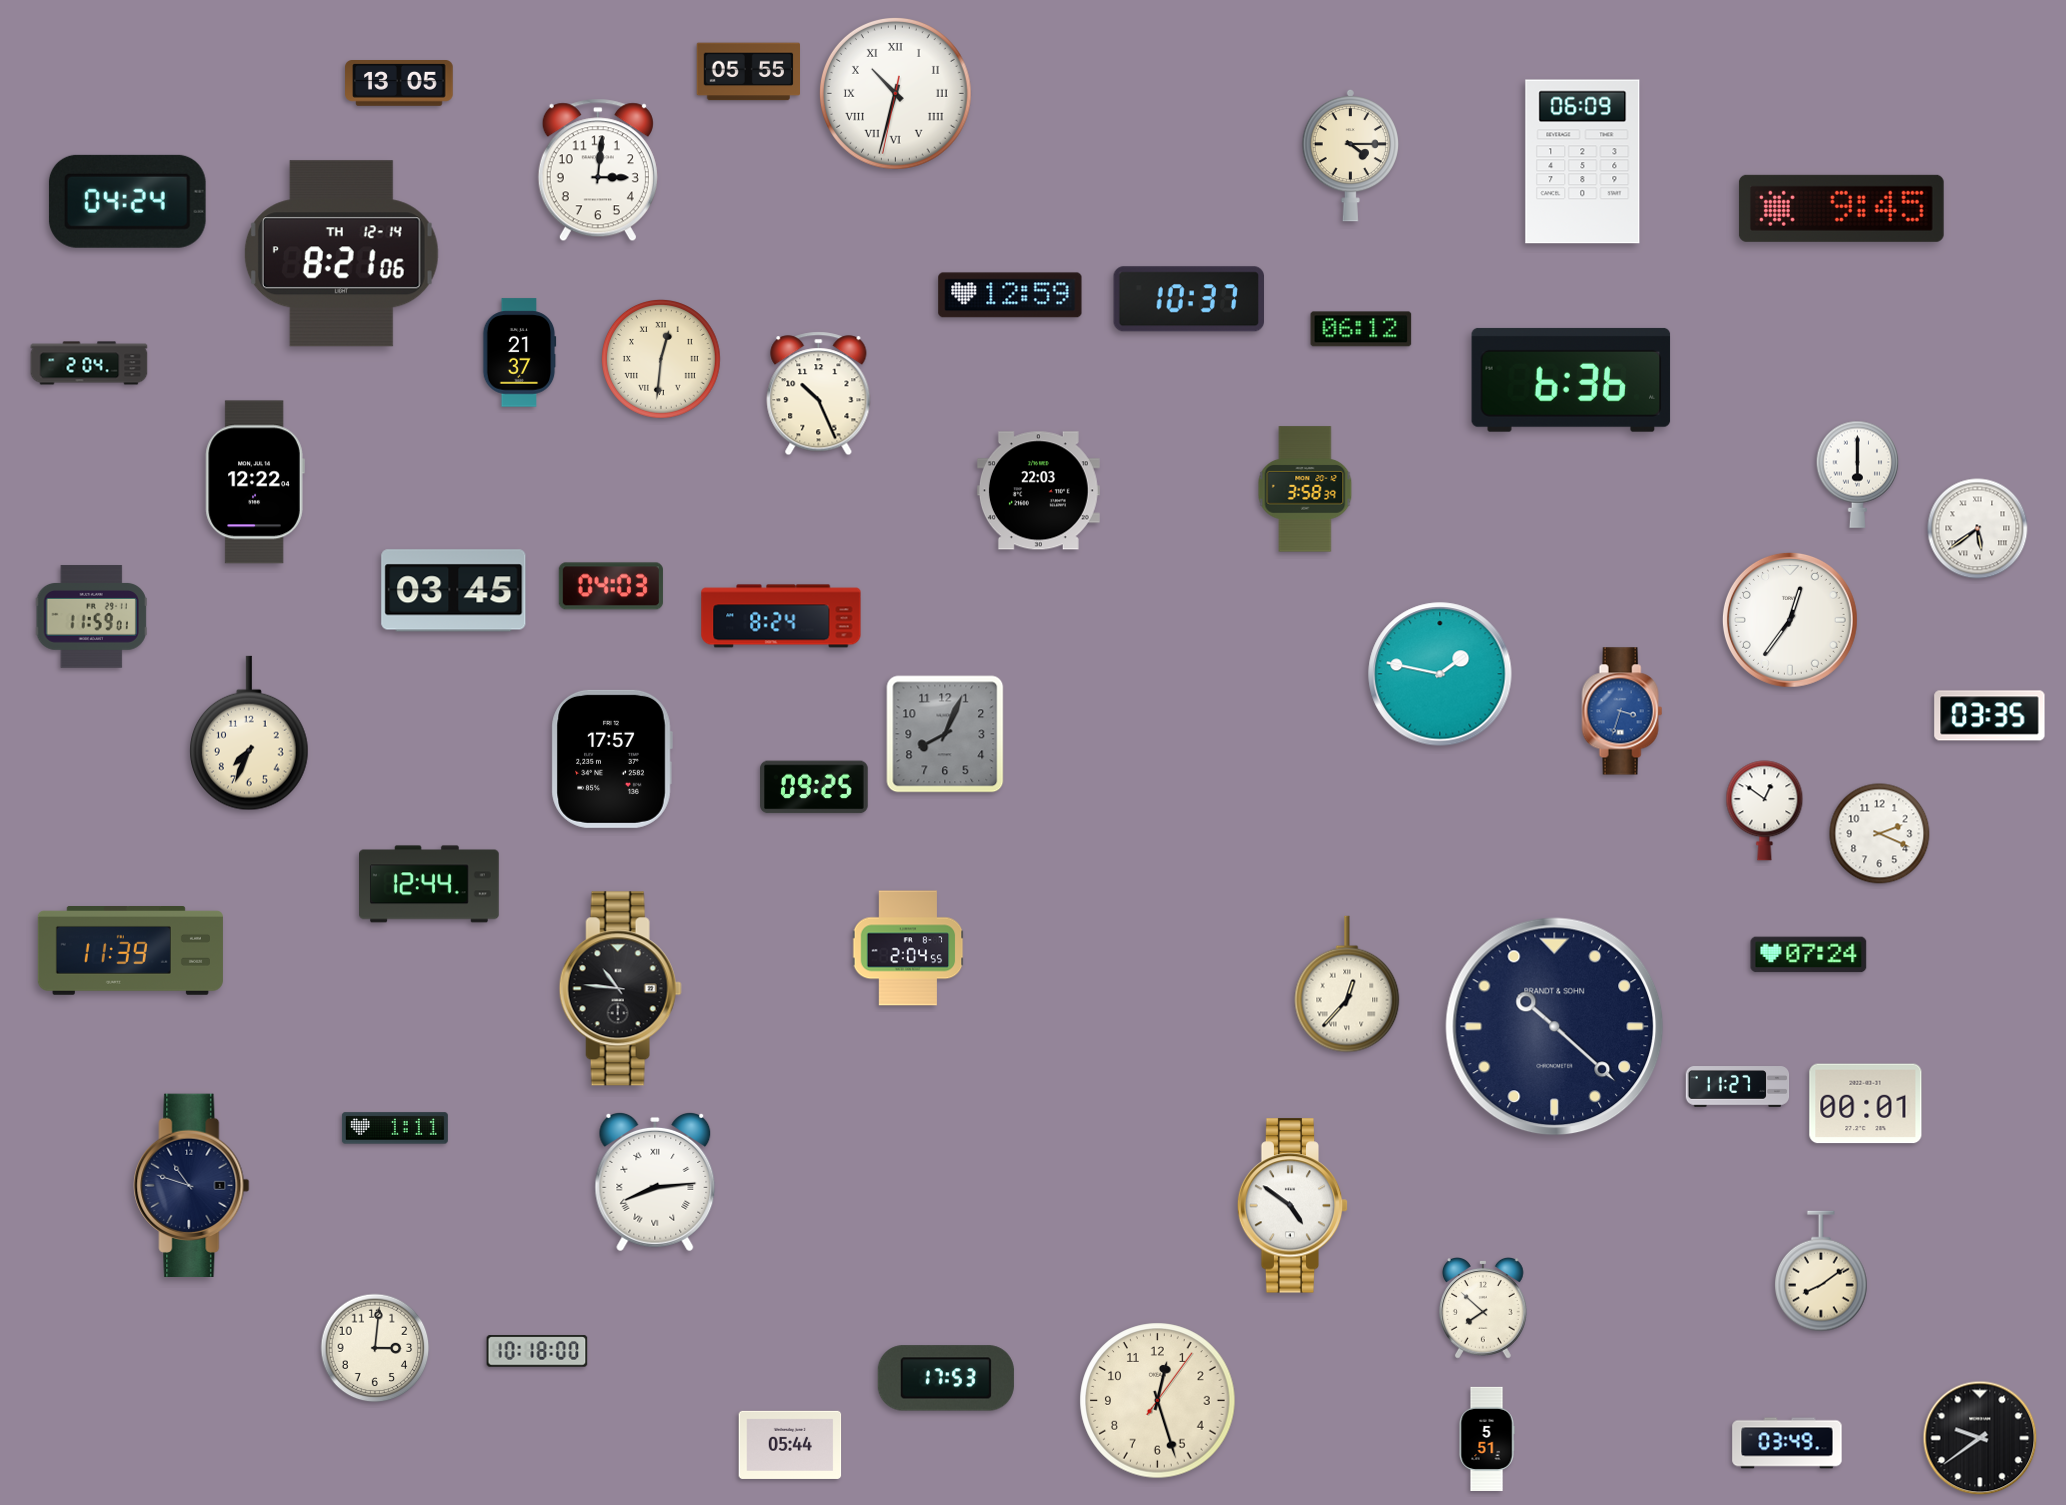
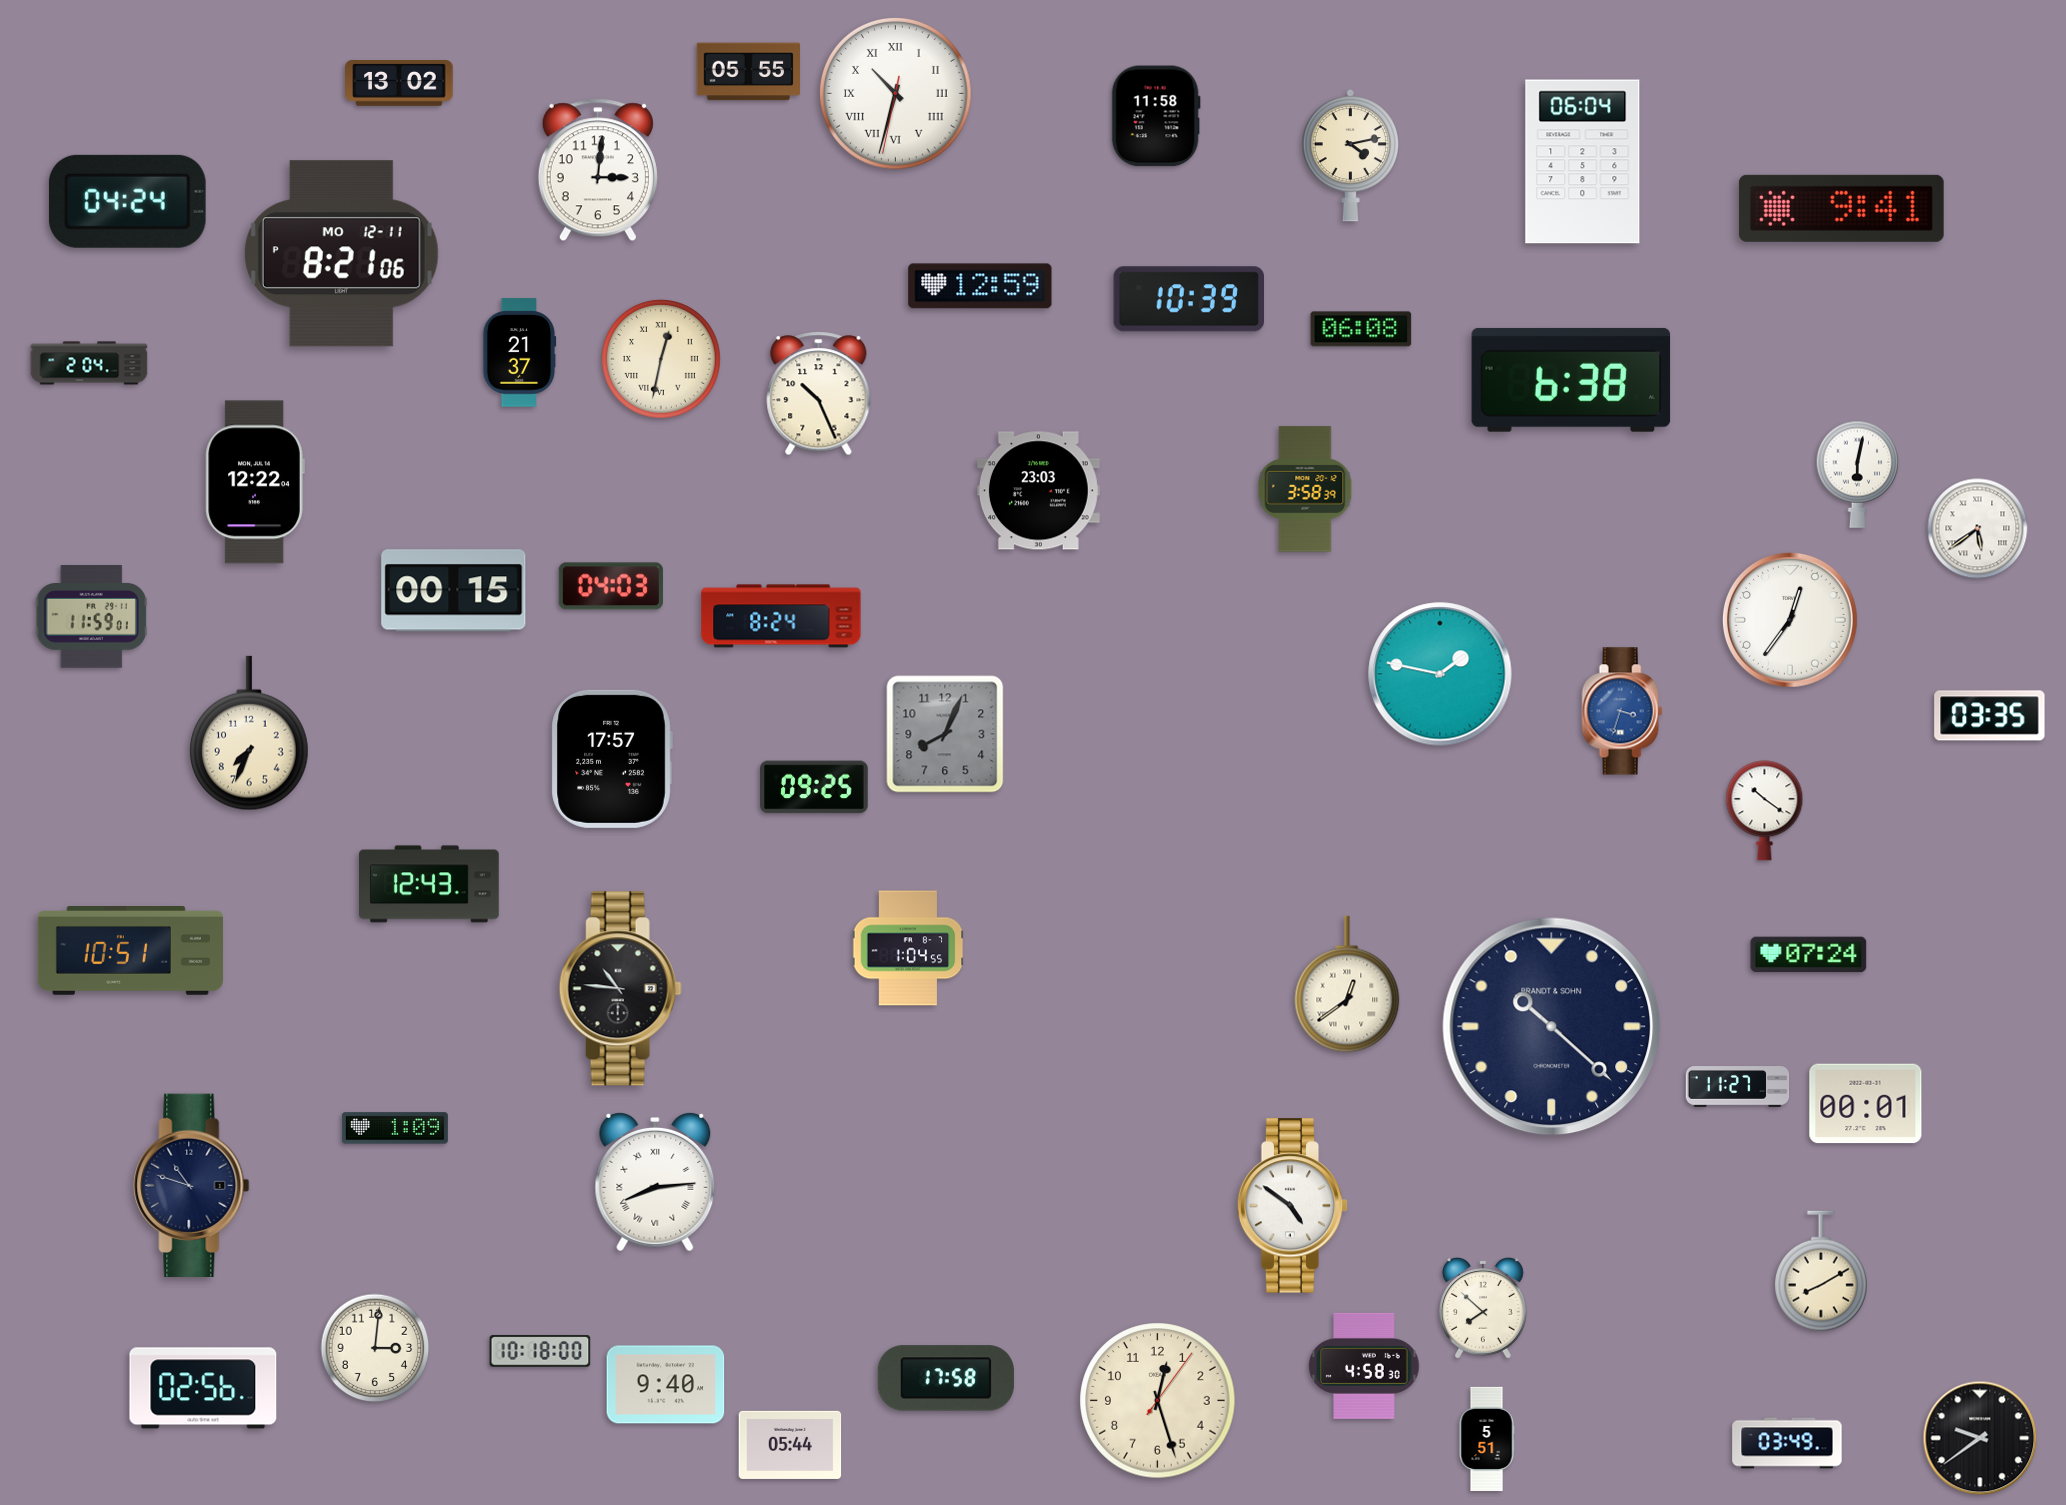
clock at (399, 84): 13:05 -> 13:02
clock at (1156, 116): none -> 11:58
clock at (1350, 155): 4:15 -> 4:13
clock at (1583, 162): 06:09 -> 06:04
clock at (1841, 208): 9:45 -> 9:41
clock at (341, 254) date: TH 12-14 -> MO 12-11
clock at (1010, 295) position: (1010, 295) -> (980, 286)
clock at (1188, 299): 10:37 -> 10:39
clock at (1361, 329): 06:12 -> 06:08
clock at (662, 360): 12:31 -> 12:32
clock at (1571, 380): 6:36 -> 6:38
clock at (1858, 474): 6:00 -> 6:02
clock at (1038, 491): 22:03 -> 23:03
clock at (454, 591): 03:45 -> 00:15
clock at (1765, 811): 12:51 -> 10:21
clock at (1880, 834): 2:19 -> none
clock at (430, 884): 12:44 -> 12:43
clock at (908, 948): 2:04 -> 1:04
clock at (130, 951): 11:39 -> 10:51
clock at (1347, 984): 12:37 -> 12:39
clock at (1555, 1027) position: (1555, 1027) -> (1552, 1027)
clock at (395, 1128): 1:11 -> 1:09
clock at (1822, 1271): 8:09 -> 8:10
clock at (537, 1351) position: (537, 1351) -> (540, 1351)
clock at (1364, 1366): none -> 4:58
clock at (946, 1378): 17:53 -> 17:58
clock at (666, 1385): none -> 9:40
clock at (203, 1388): none -> 02:56
